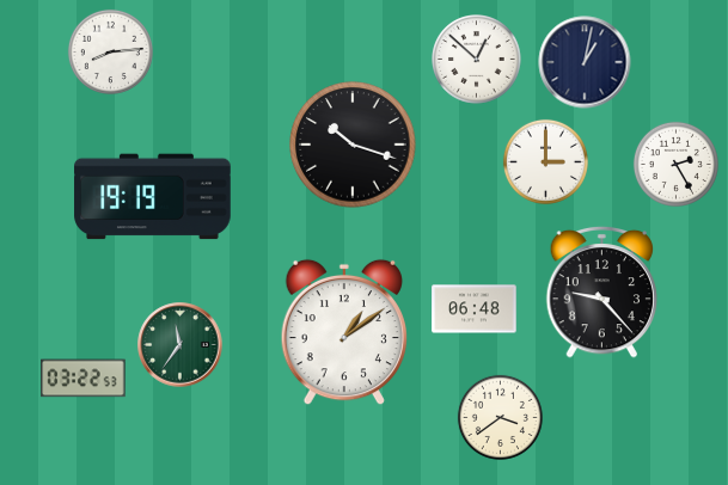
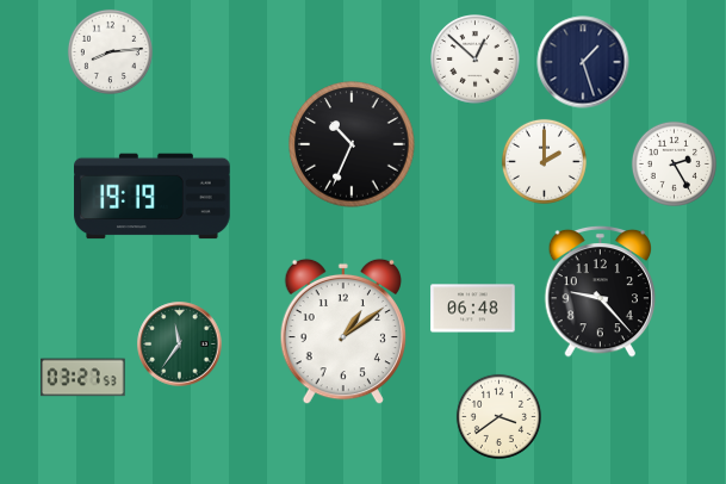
clock at (585, 62): 1:02 -> 1:27
clock at (353, 145): 10:18 -> 10:34
clock at (545, 161): 3:00 -> 2:00
clock at (84, 379): 03:22 -> 03:27
